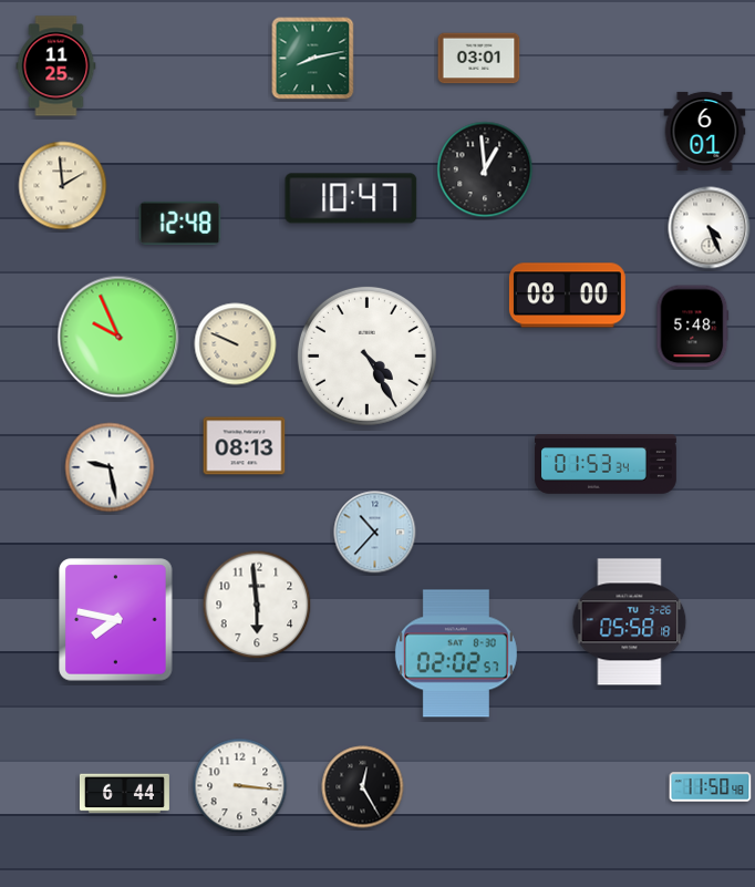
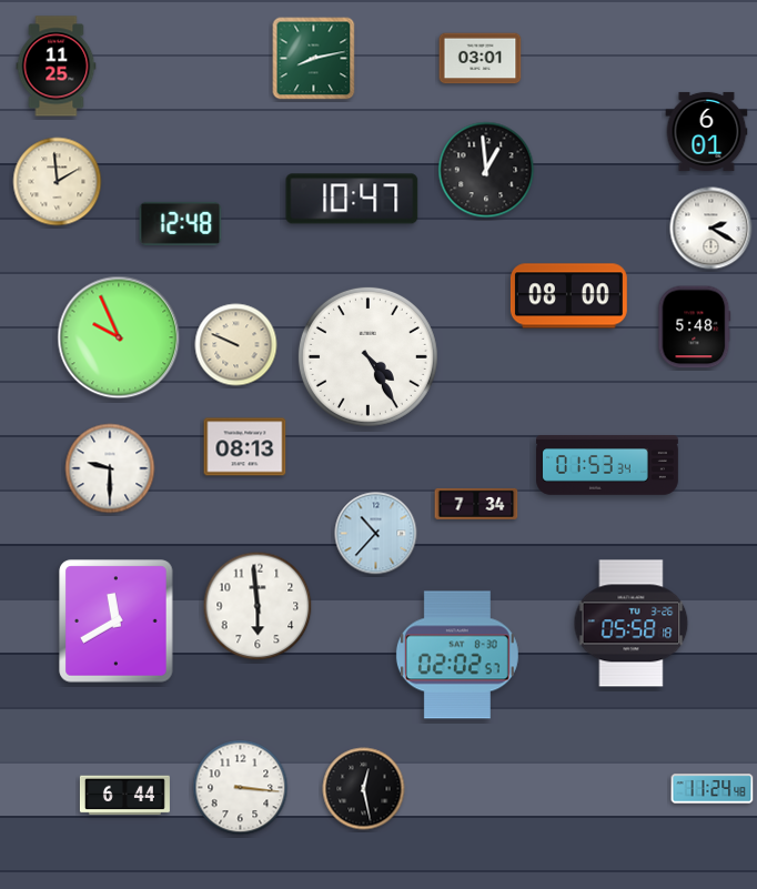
clock at (63, 186) position: (63, 186) -> (58, 182)
clock at (710, 228): 4:26 -> 2:20
clock at (110, 467): 9:28 -> 9:30
clock at (476, 504): none -> 7:34
clock at (116, 620): 7:47 -> 11:40
clock at (363, 787): 12:25 -> 12:28
clock at (711, 787): 11:50 -> 11:24
